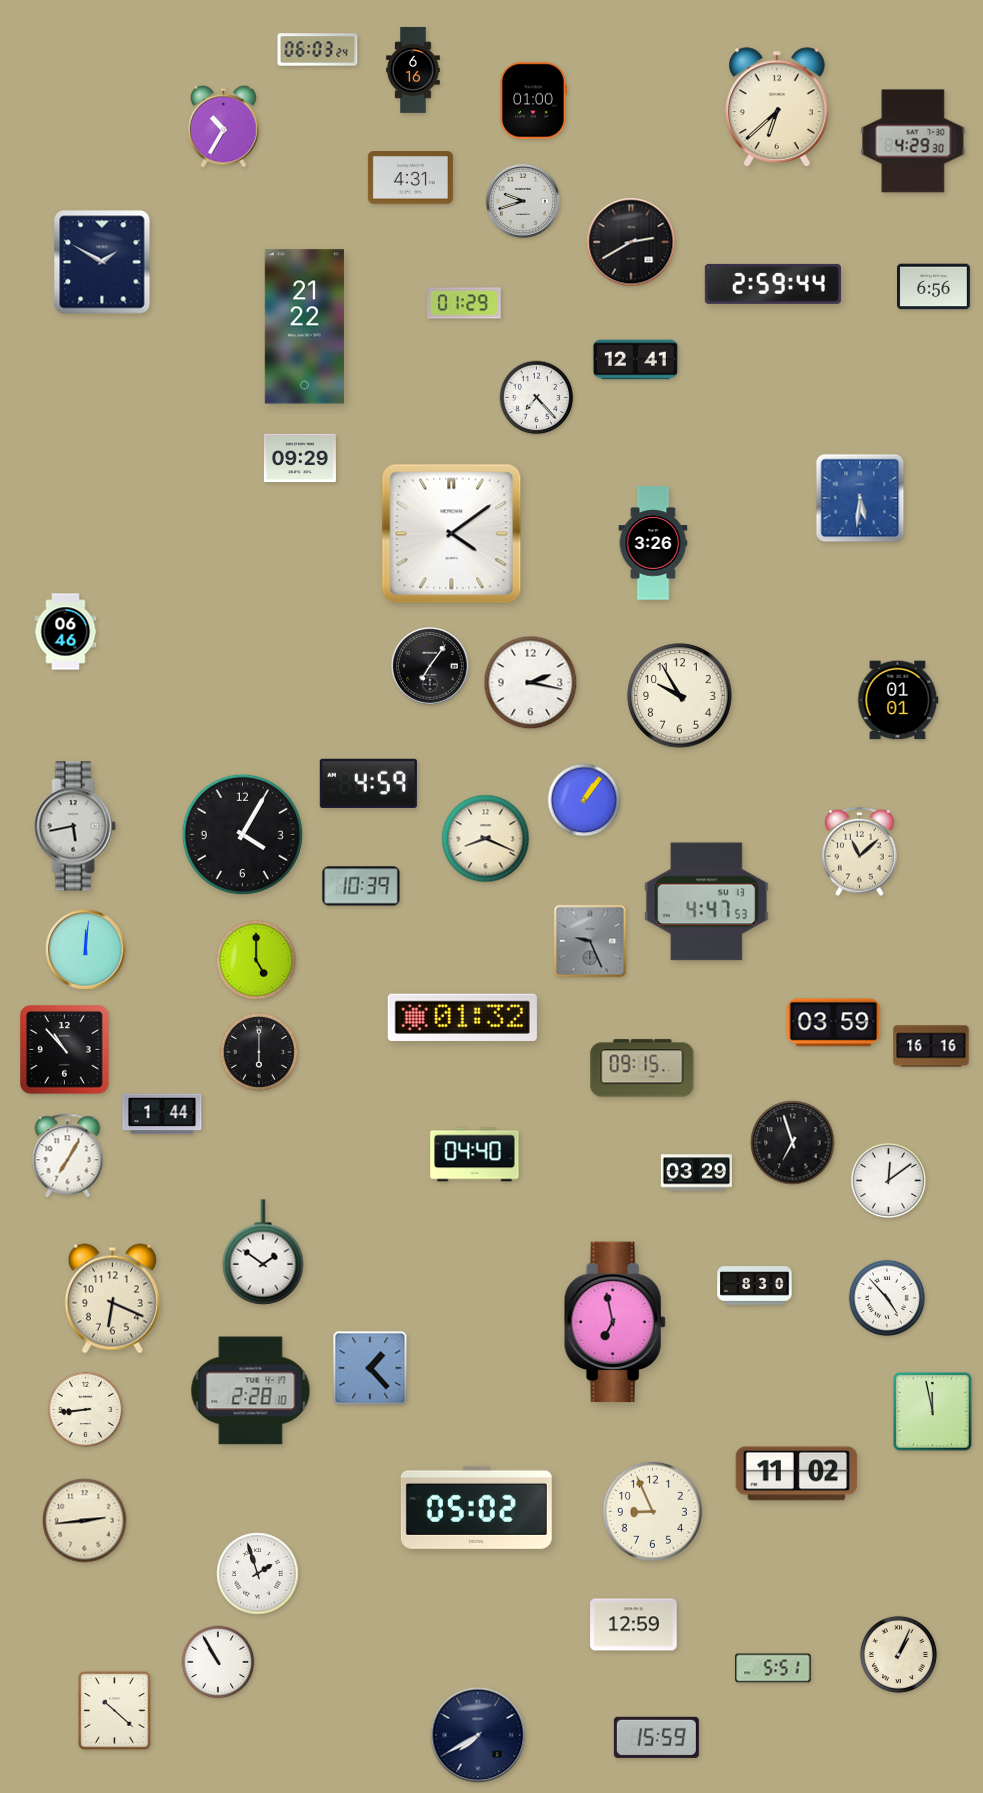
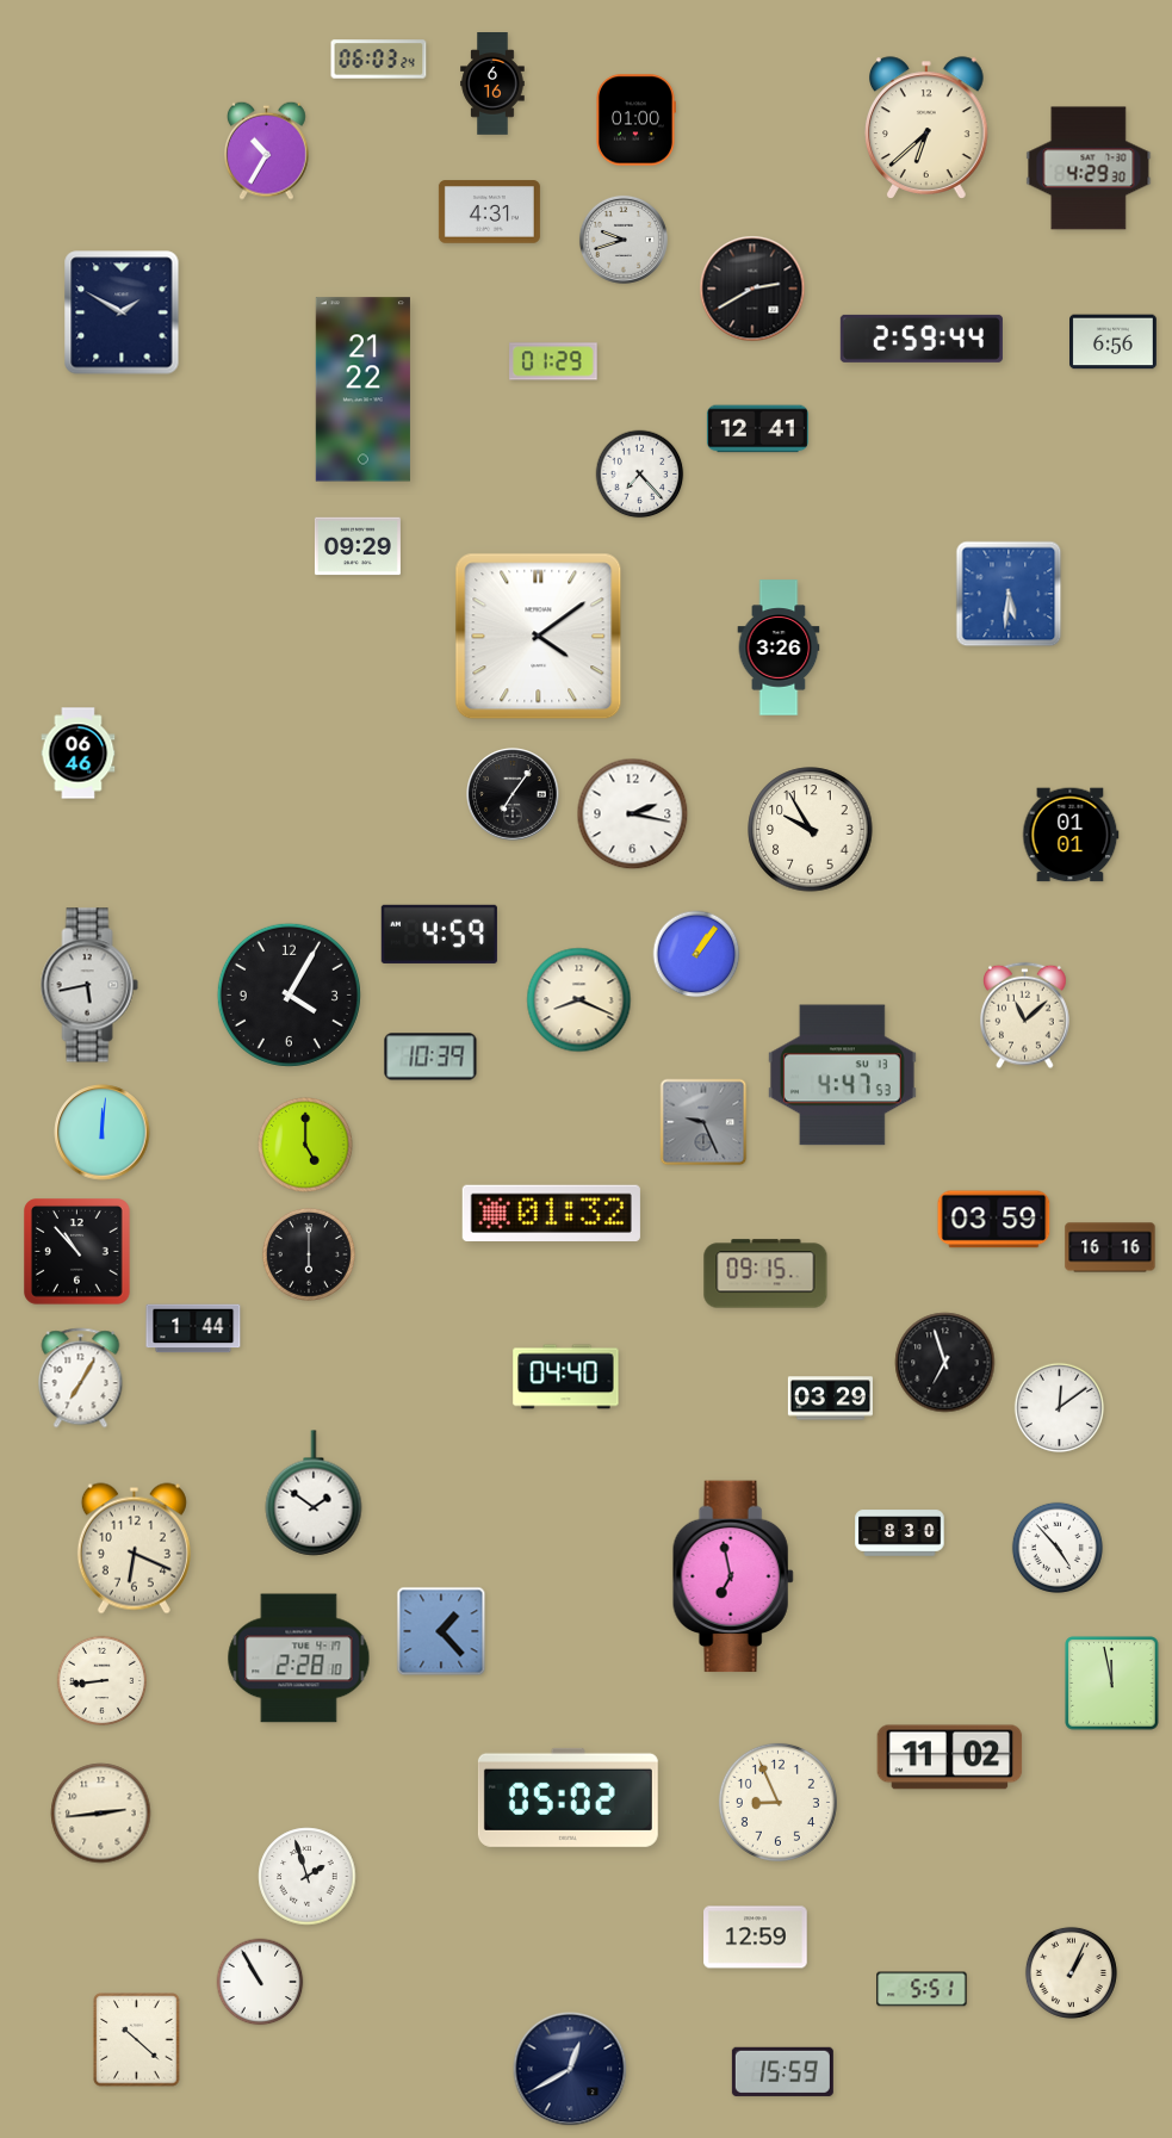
clock at (860, 498) position: (860, 498) -> (1009, 594)
clock at (478, 1735): 7:40 -> 12:40
